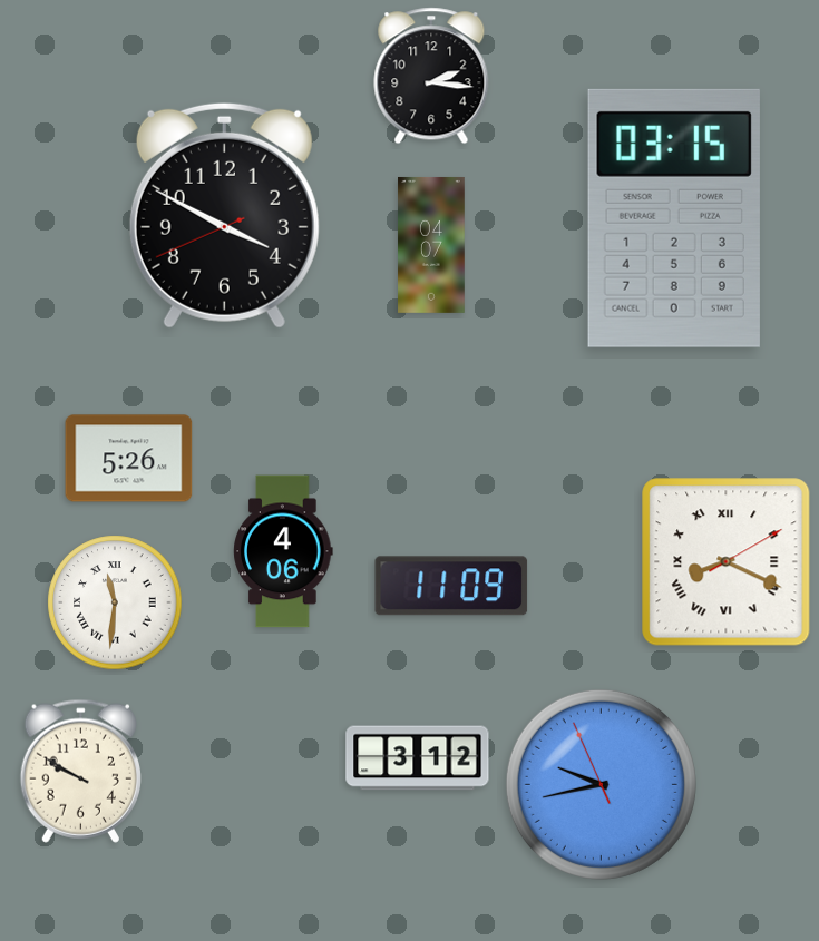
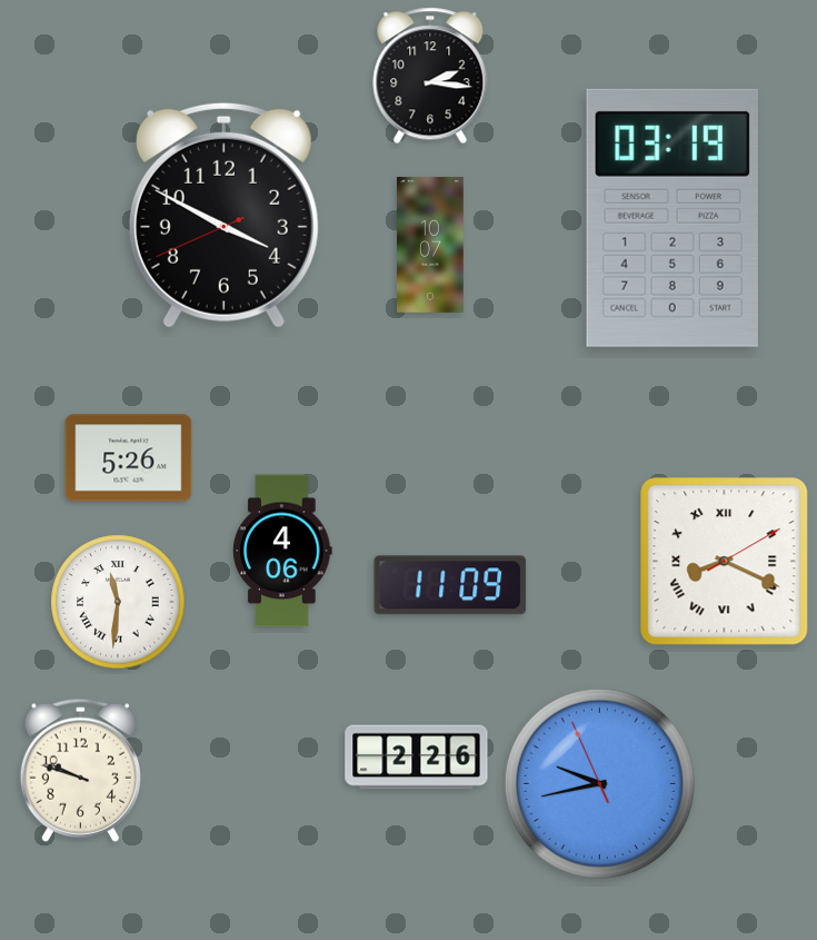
clock at (674, 218): 03:15 -> 03:19
clock at (431, 245): 04:07 -> 10:07
clock at (115, 602) position: (115, 602) -> (118, 602)
clock at (418, 758): 3:12 -> 2:26
clock at (80, 771): 9:50 -> 9:48
